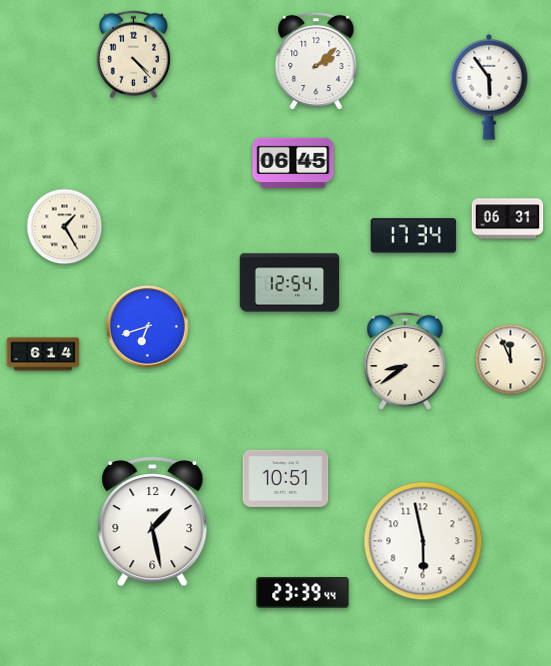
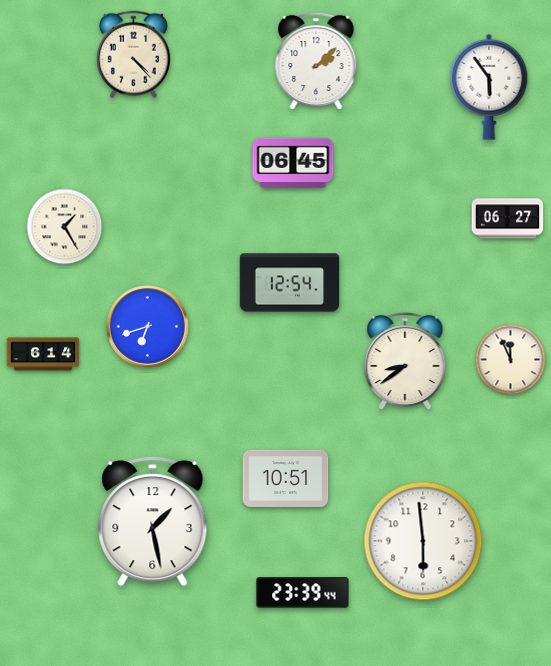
clock at (508, 219): 06:31 -> 06:27
clock at (414, 236): 17:34 -> none
clock at (423, 541): 5:58 -> 5:59
